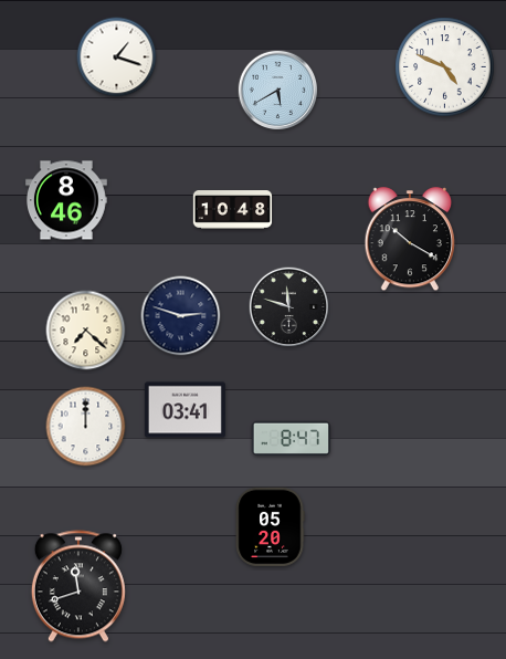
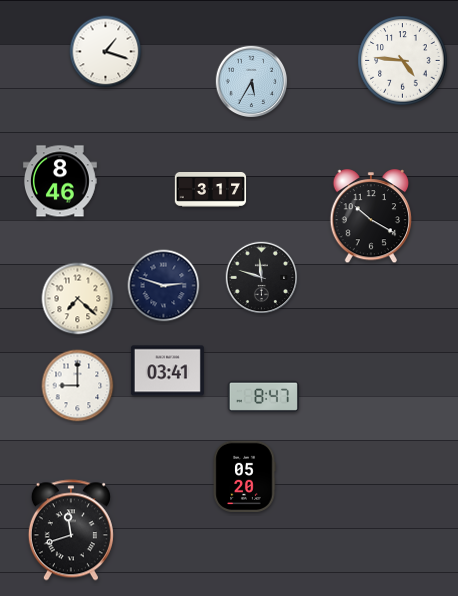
clock at (445, 67): 4:49 -> 4:46
clock at (278, 91): 5:40 -> 5:35
clock at (233, 210): 10:48 -> 3:17
clock at (86, 427): 12:00 -> 9:00
